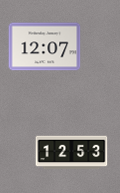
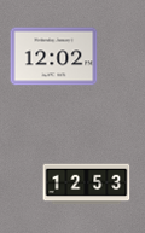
clock at (45, 47): 12:07 -> 12:02
